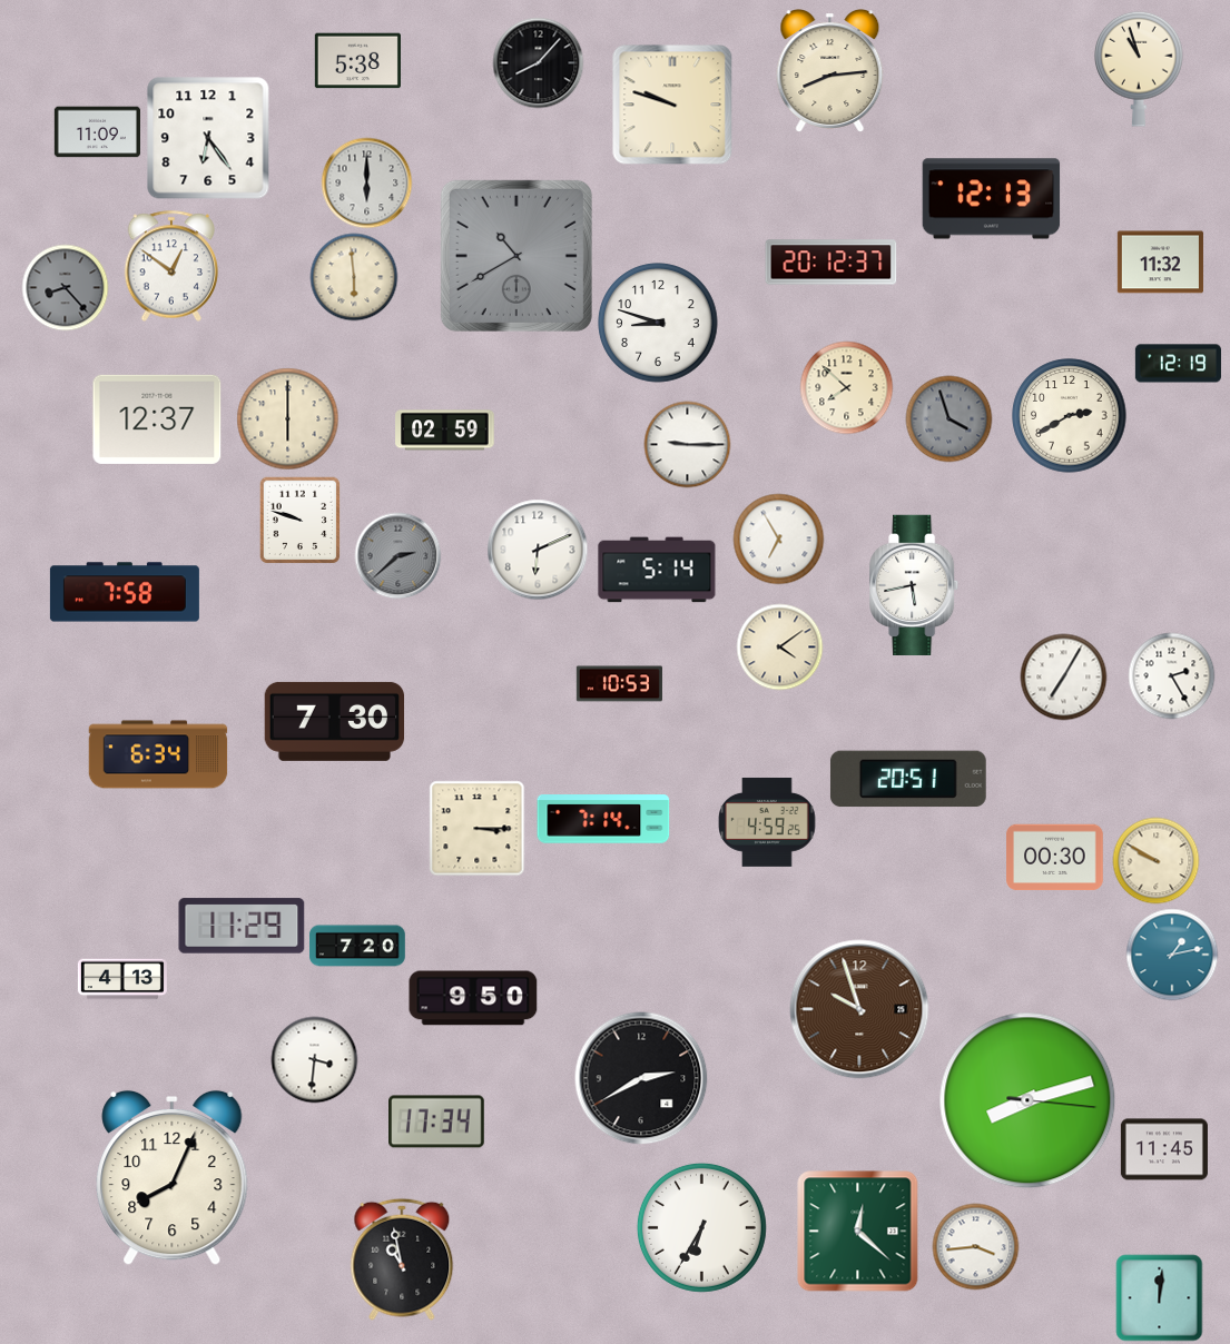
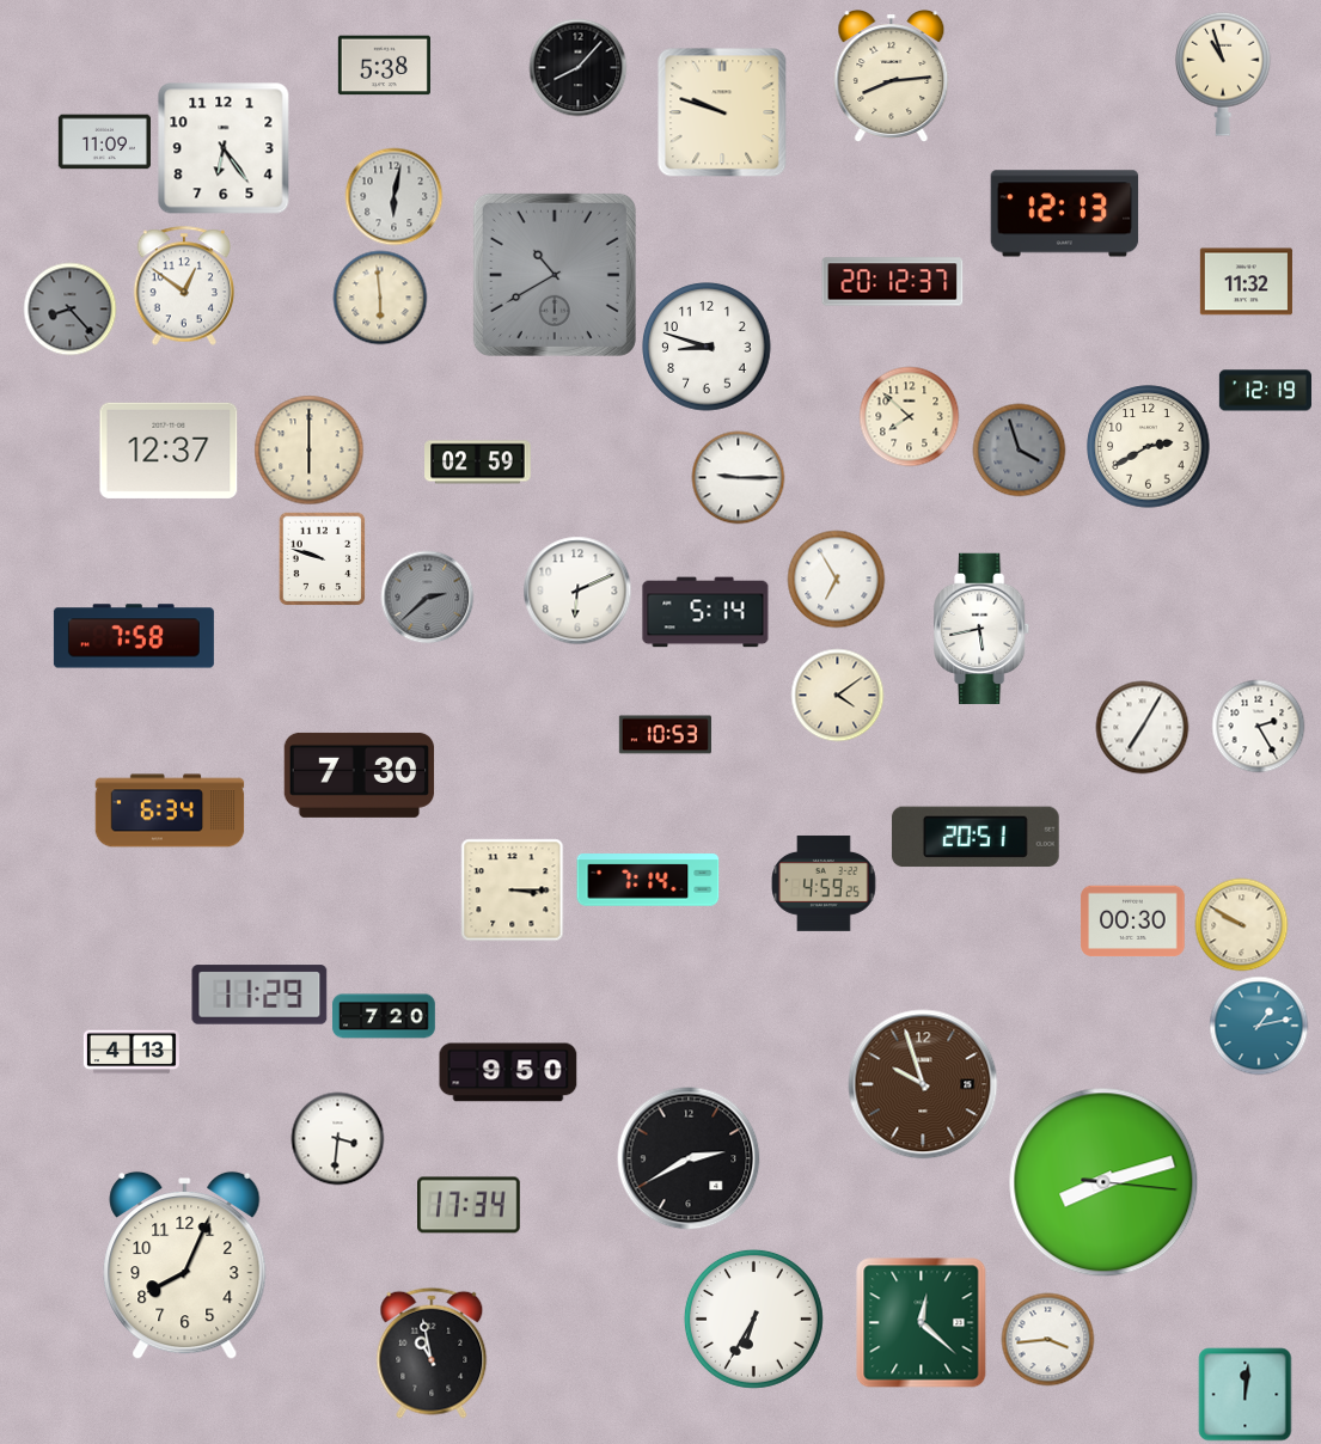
clock at (366, 182): 6:00 -> 6:02
clock at (1164, 1149): 11:45 -> none
